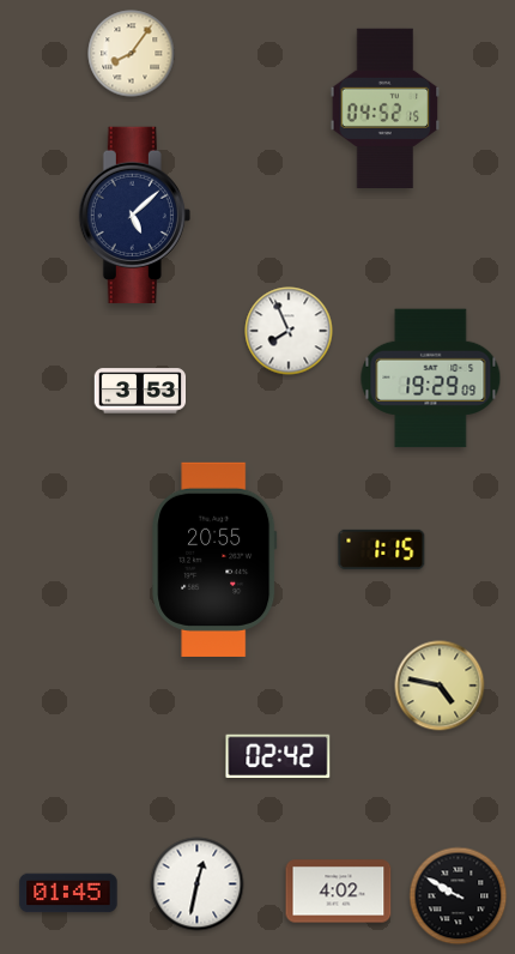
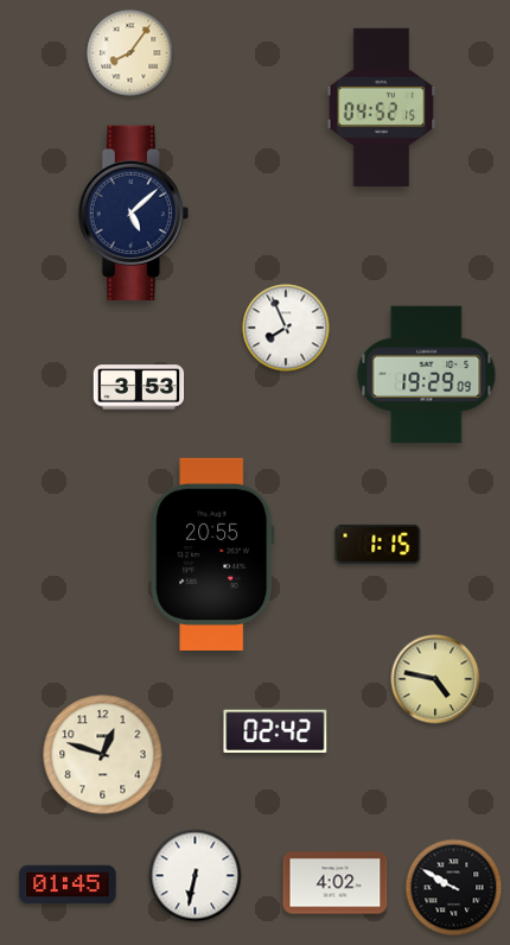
clock at (278, 756) position: (278, 756) -> (275, 731)
clock at (103, 755): none -> 12:48
clock at (198, 884): 12:32 -> 6:32
